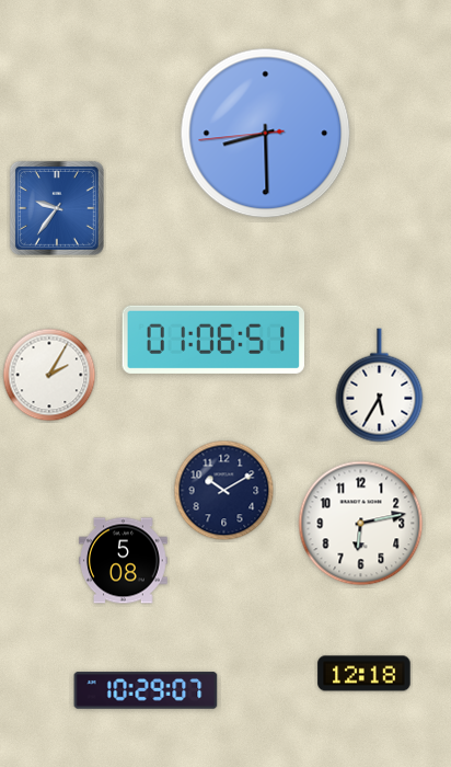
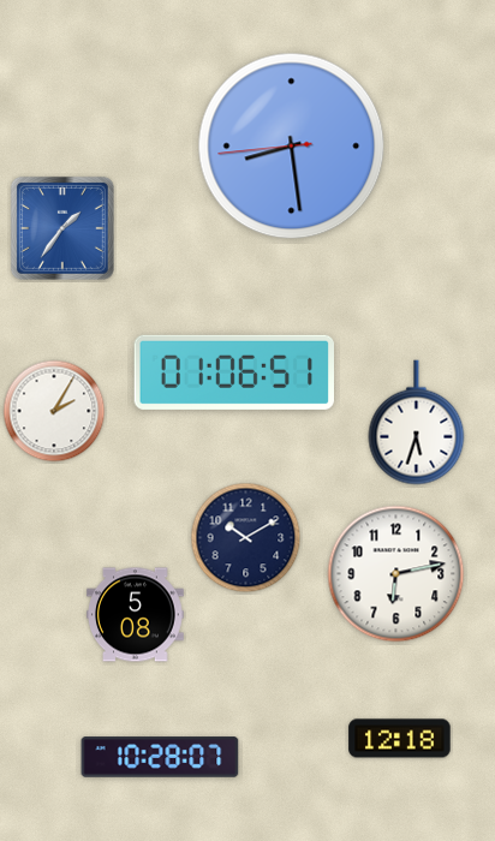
clock at (266, 134): 8:29 -> 8:28
clock at (57, 208): 9:36 -> 1:36
clock at (380, 386): 5:35 -> 5:33
clock at (146, 690): 10:29 -> 10:28
